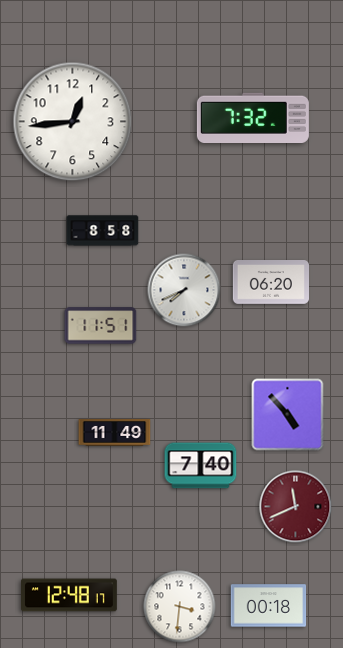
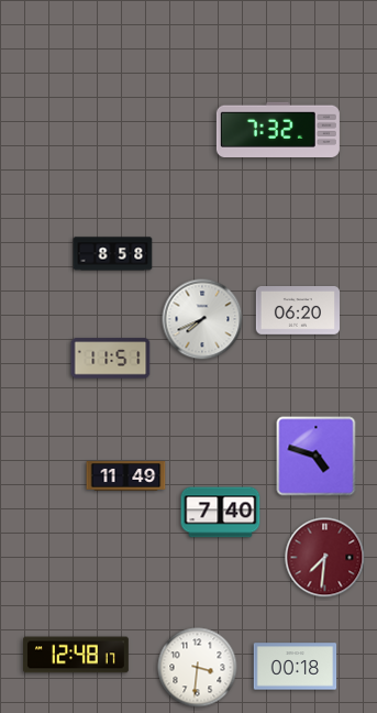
clock at (73, 122): 12:44 -> none
clock at (288, 415): 4:53 -> 4:48
clock at (296, 507): 11:41 -> 7:31
